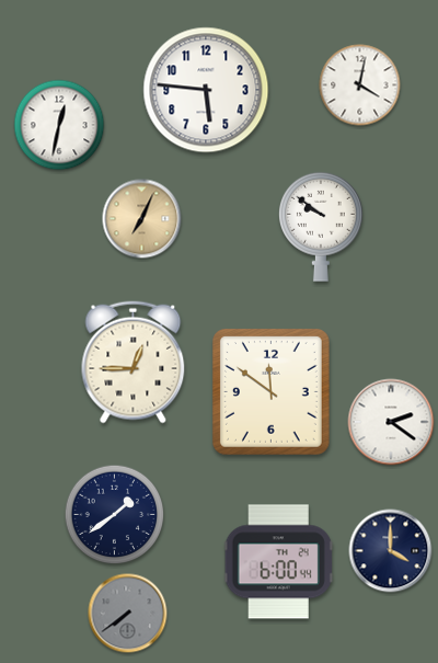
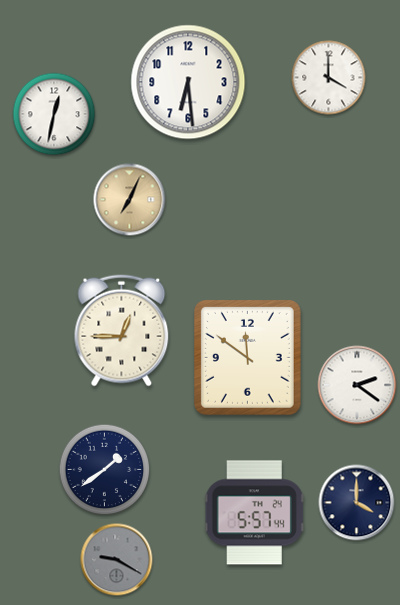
clock at (360, 85): 4:02 -> 4:00
clock at (206, 90): 5:46 -> 6:29
clock at (321, 227): 9:51 -> none
clock at (278, 562): 6:00 -> 5:57
clock at (128, 614): 7:39 -> 9:20
